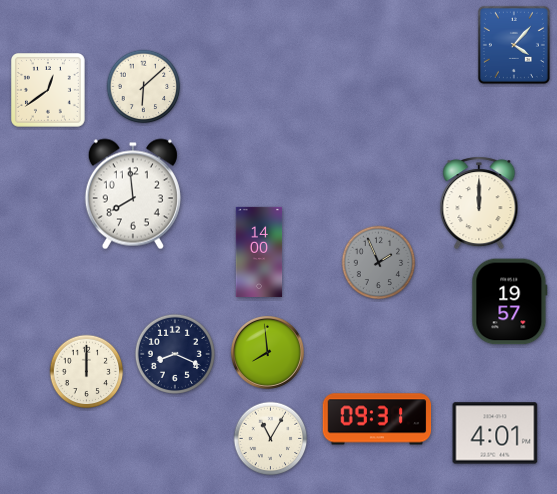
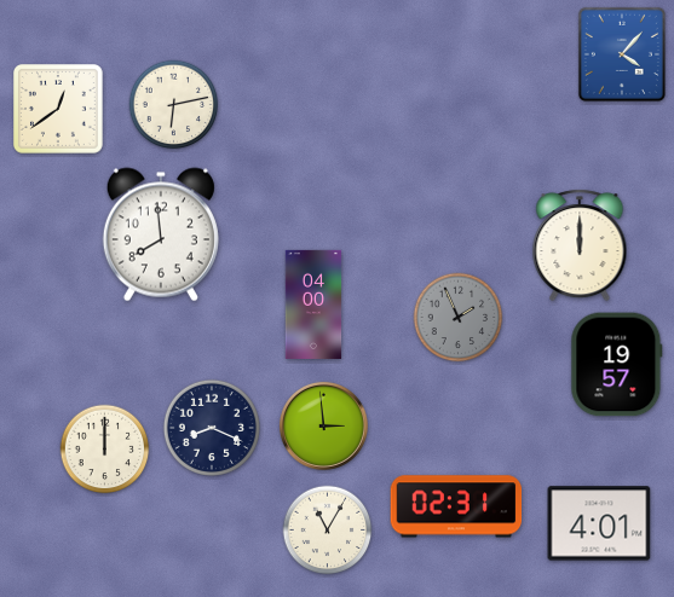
clock at (144, 87): 6:08 -> 6:13
clock at (259, 252): 14:00 -> 04:00
clock at (267, 352): 7:59 -> 2:59
clock at (377, 419): 09:31 -> 02:31
